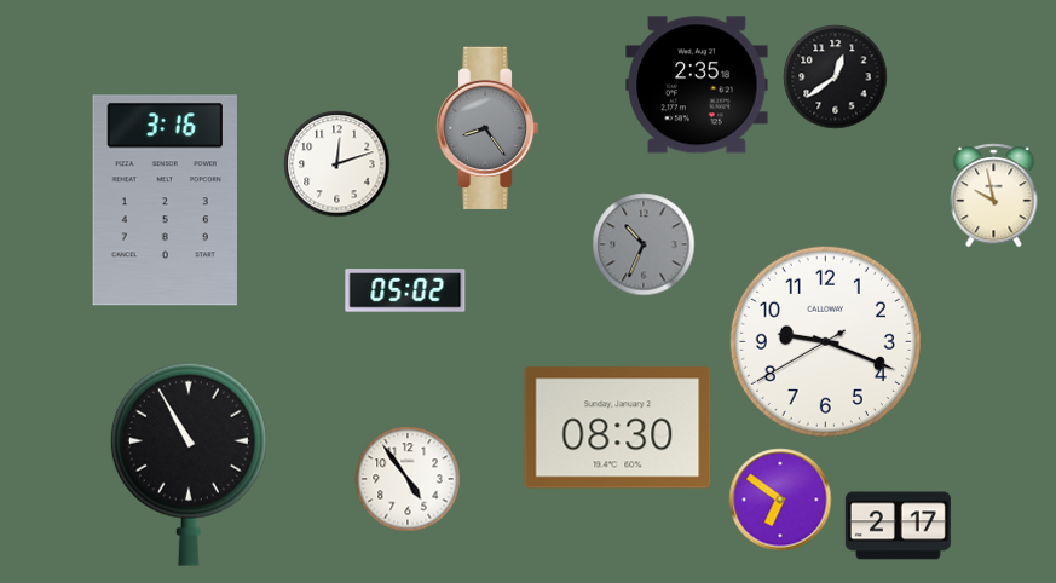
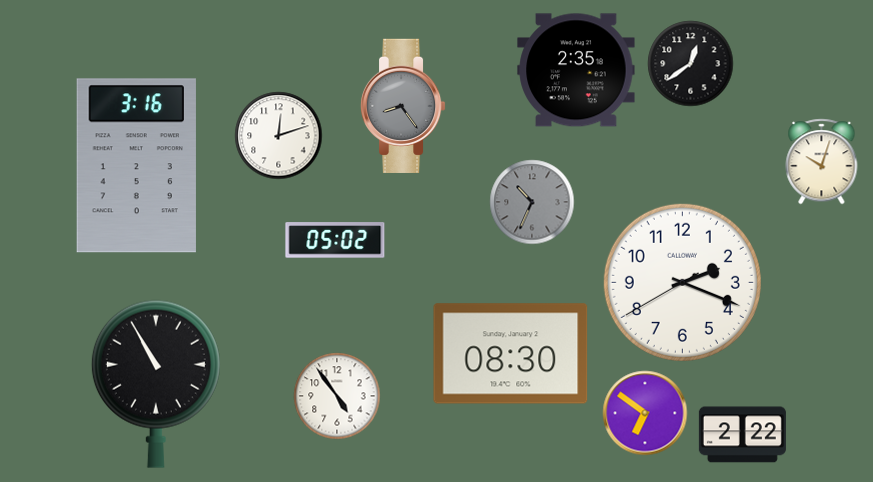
clock at (994, 196): 9:58 -> 10:03
clock at (825, 341): 9:18 -> 2:18
clock at (898, 526): 2:17 -> 2:22
